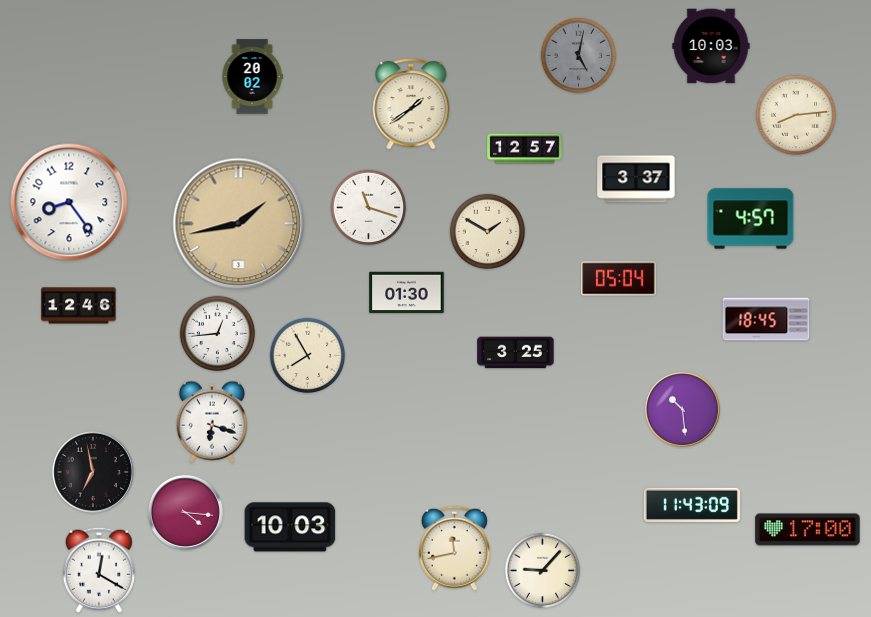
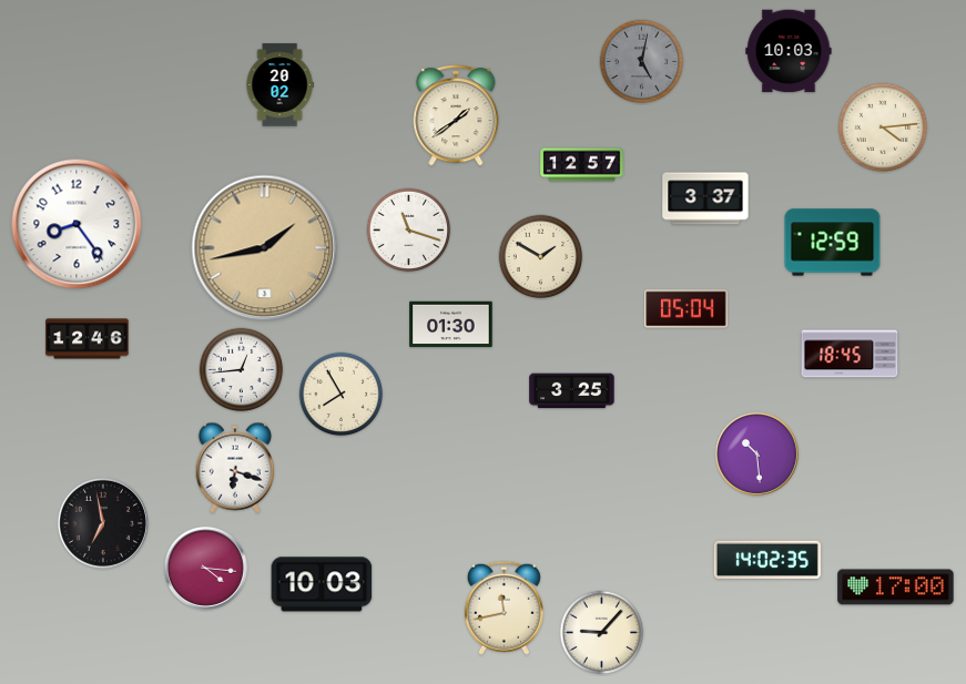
clock at (796, 115): 8:14 -> 4:14
clock at (751, 219): 4:57 -> 12:59
clock at (692, 505): 11:43 -> 14:02
clock at (99, 570): 12:20 -> none
